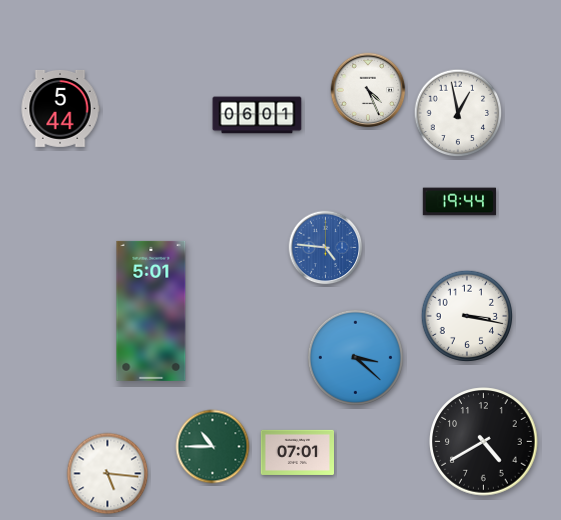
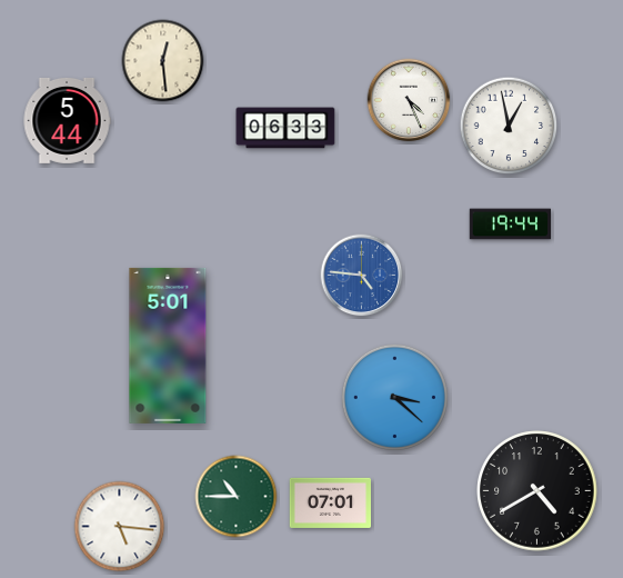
clock at (163, 61): none -> 12:29
clock at (257, 115): 06:01 -> 06:33
clock at (466, 315): 3:17 -> none
